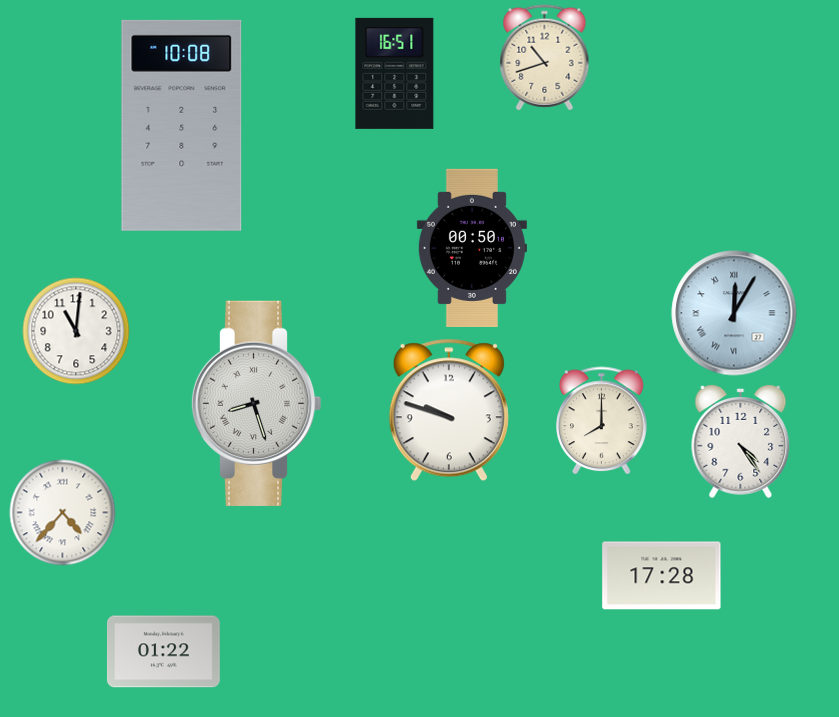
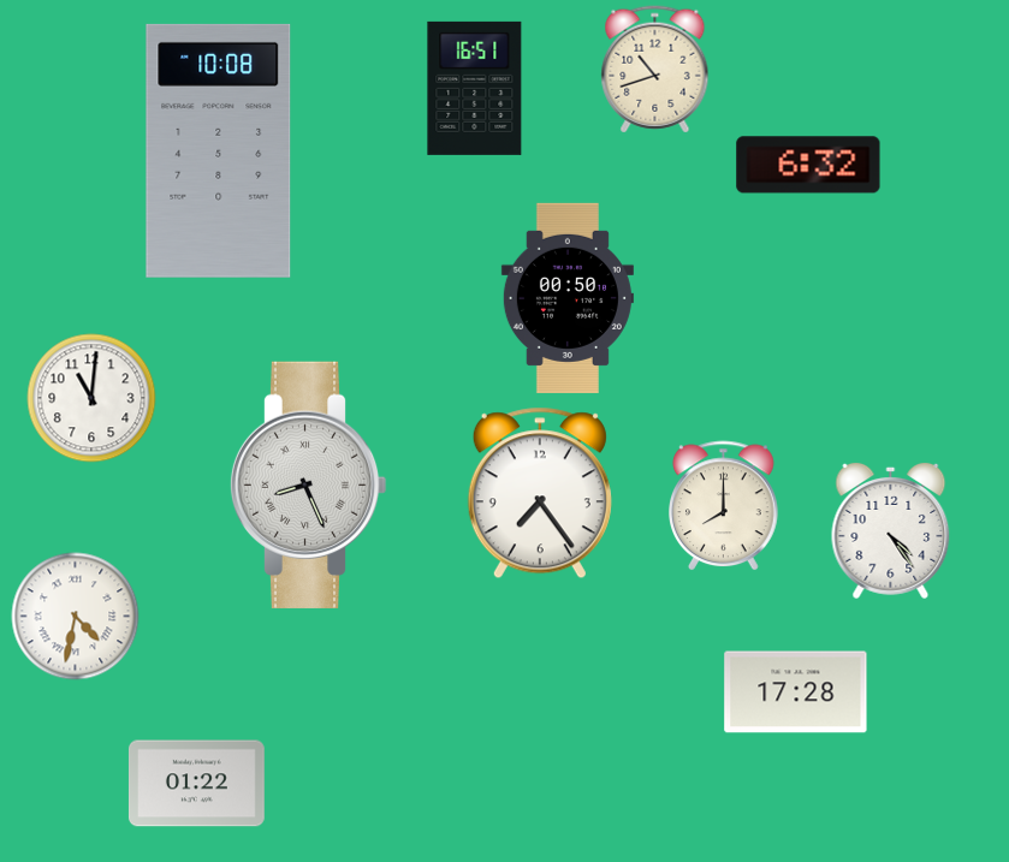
clock at (808, 165): none -> 6:32
clock at (734, 313): 12:05 -> none
clock at (256, 403): 8:27 -> 8:26
clock at (449, 410): 9:48 -> 7:24
clock at (63, 513): 4:37 -> 4:32
